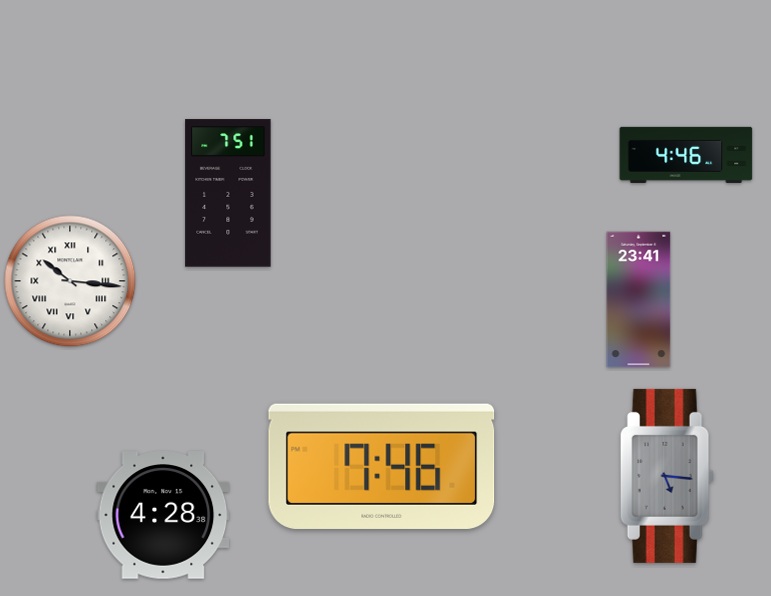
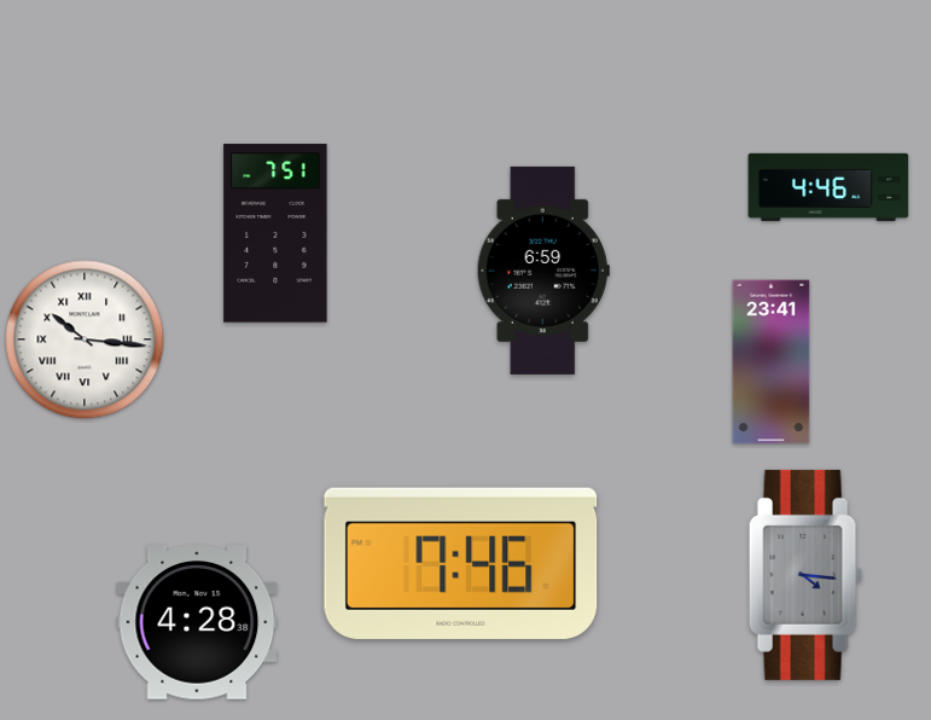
clock at (543, 271): none -> 6:59
clock at (667, 476): 5:16 -> 4:16
